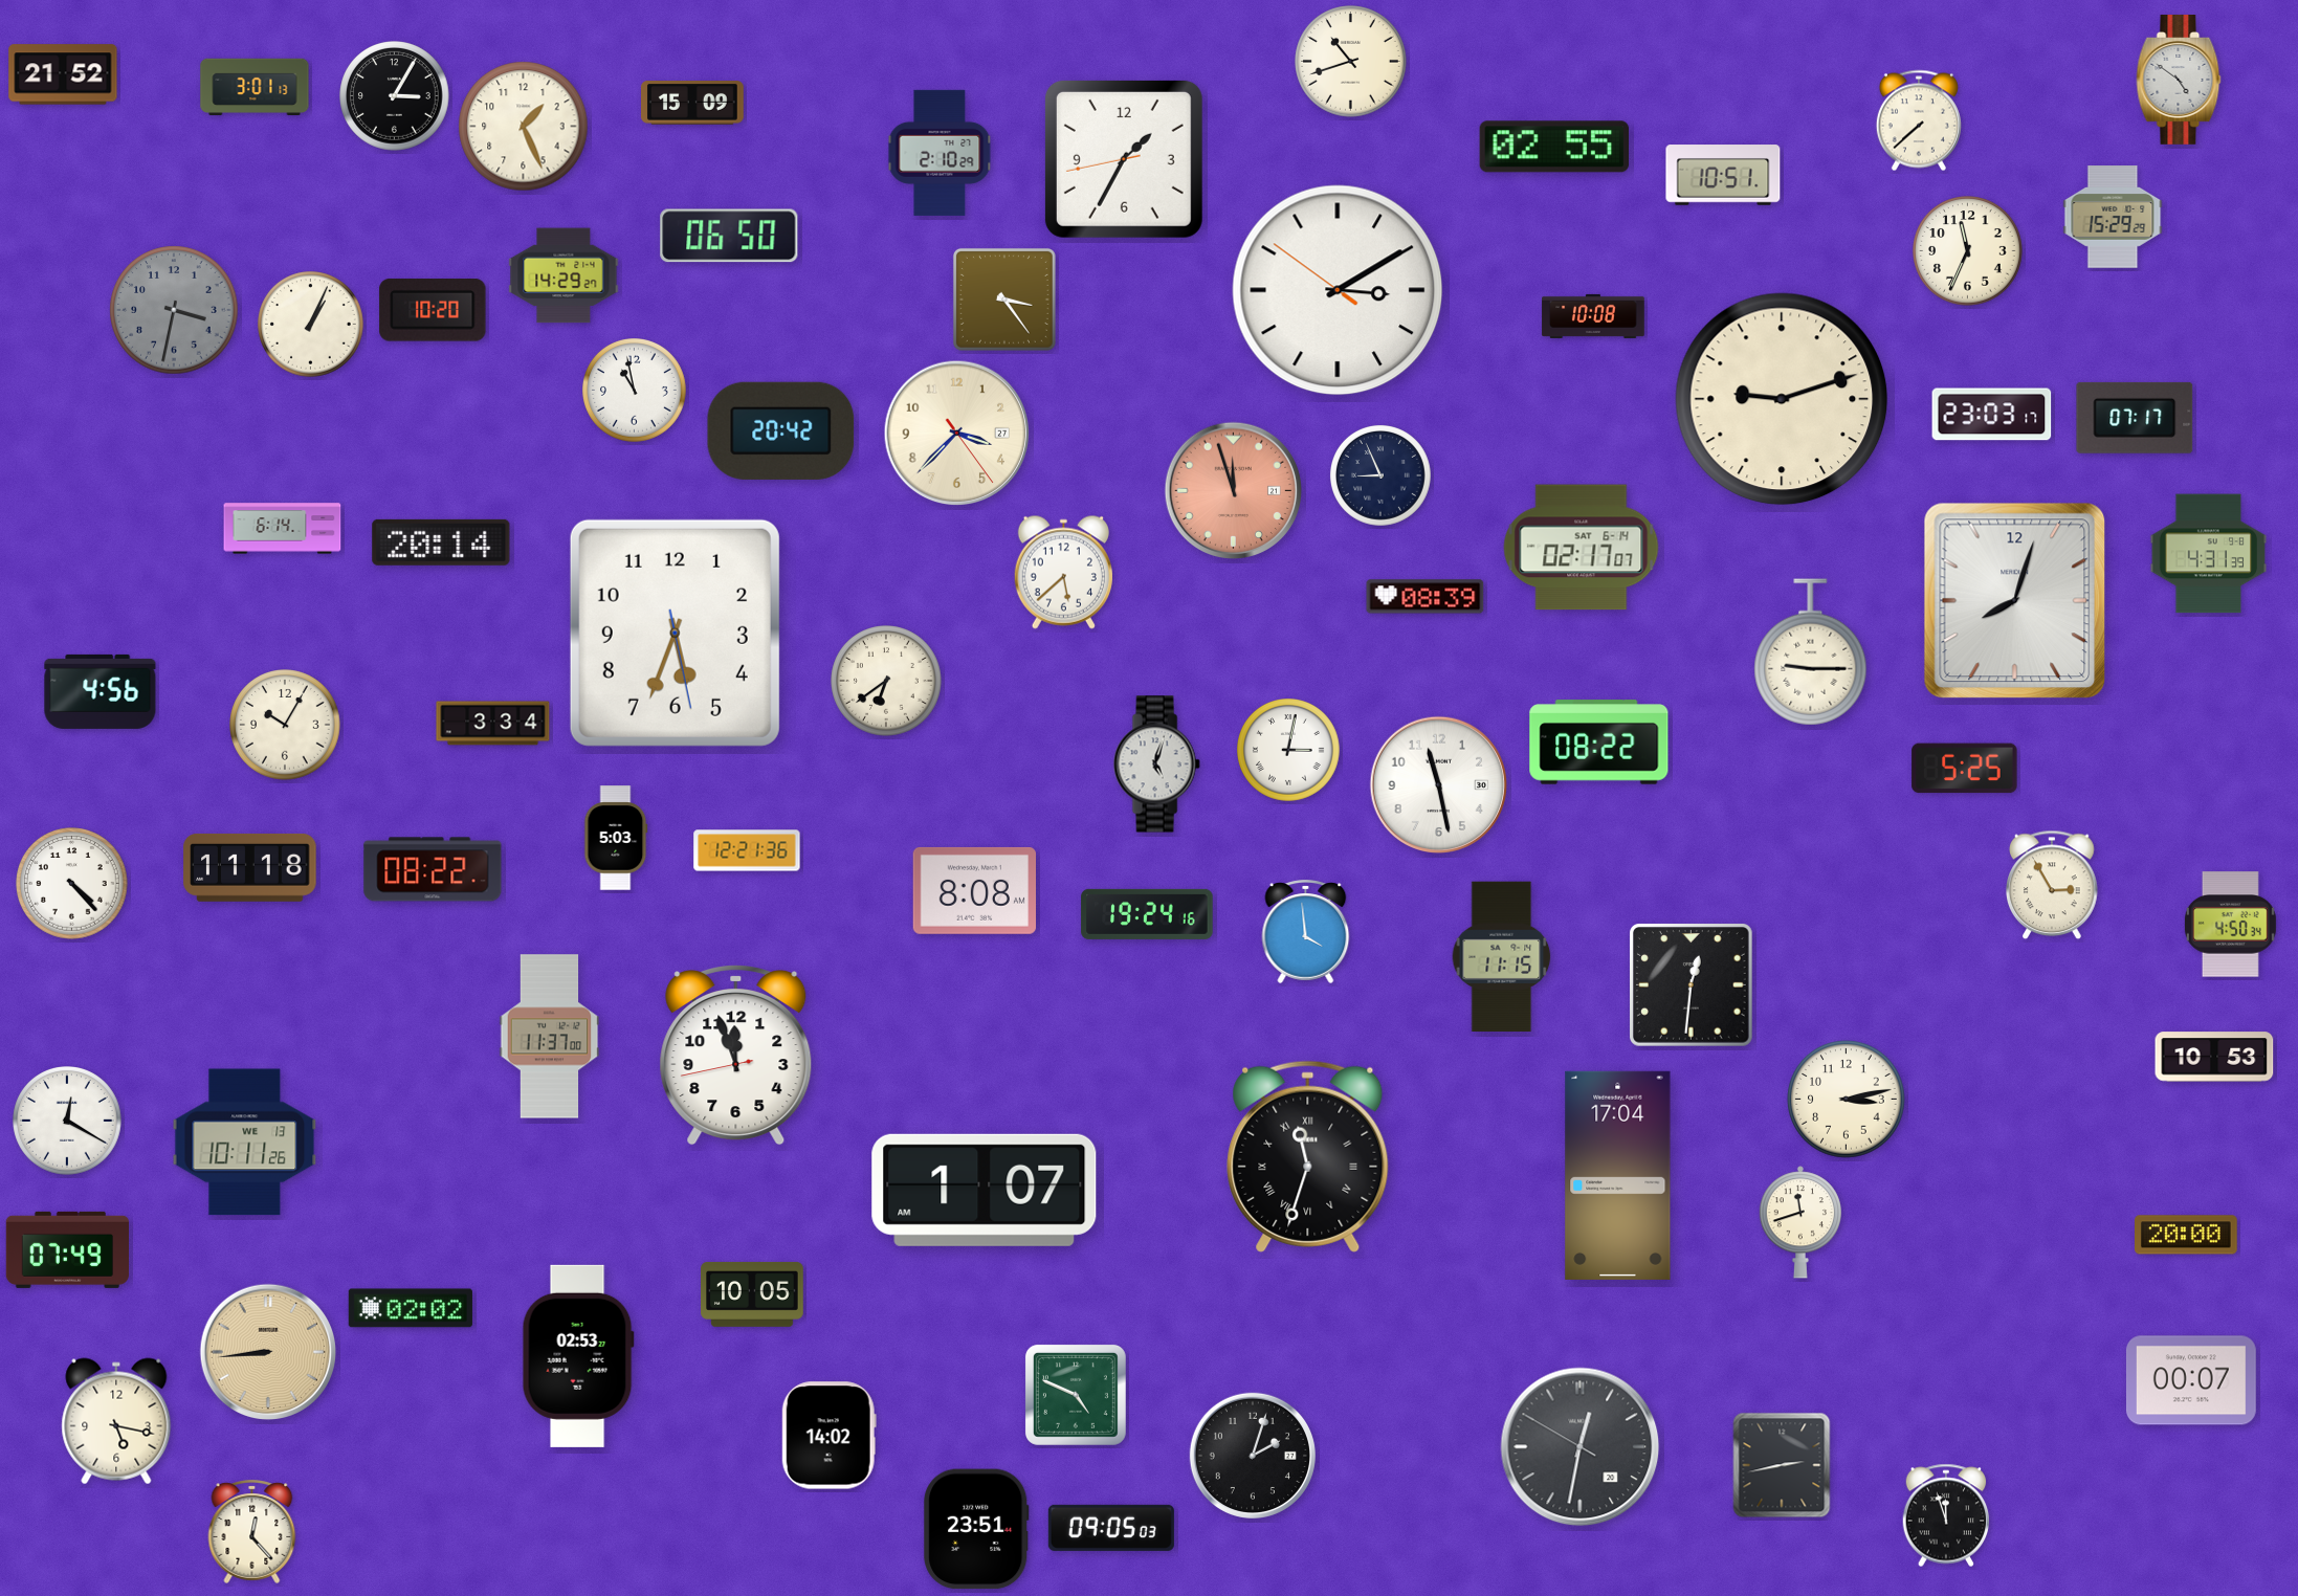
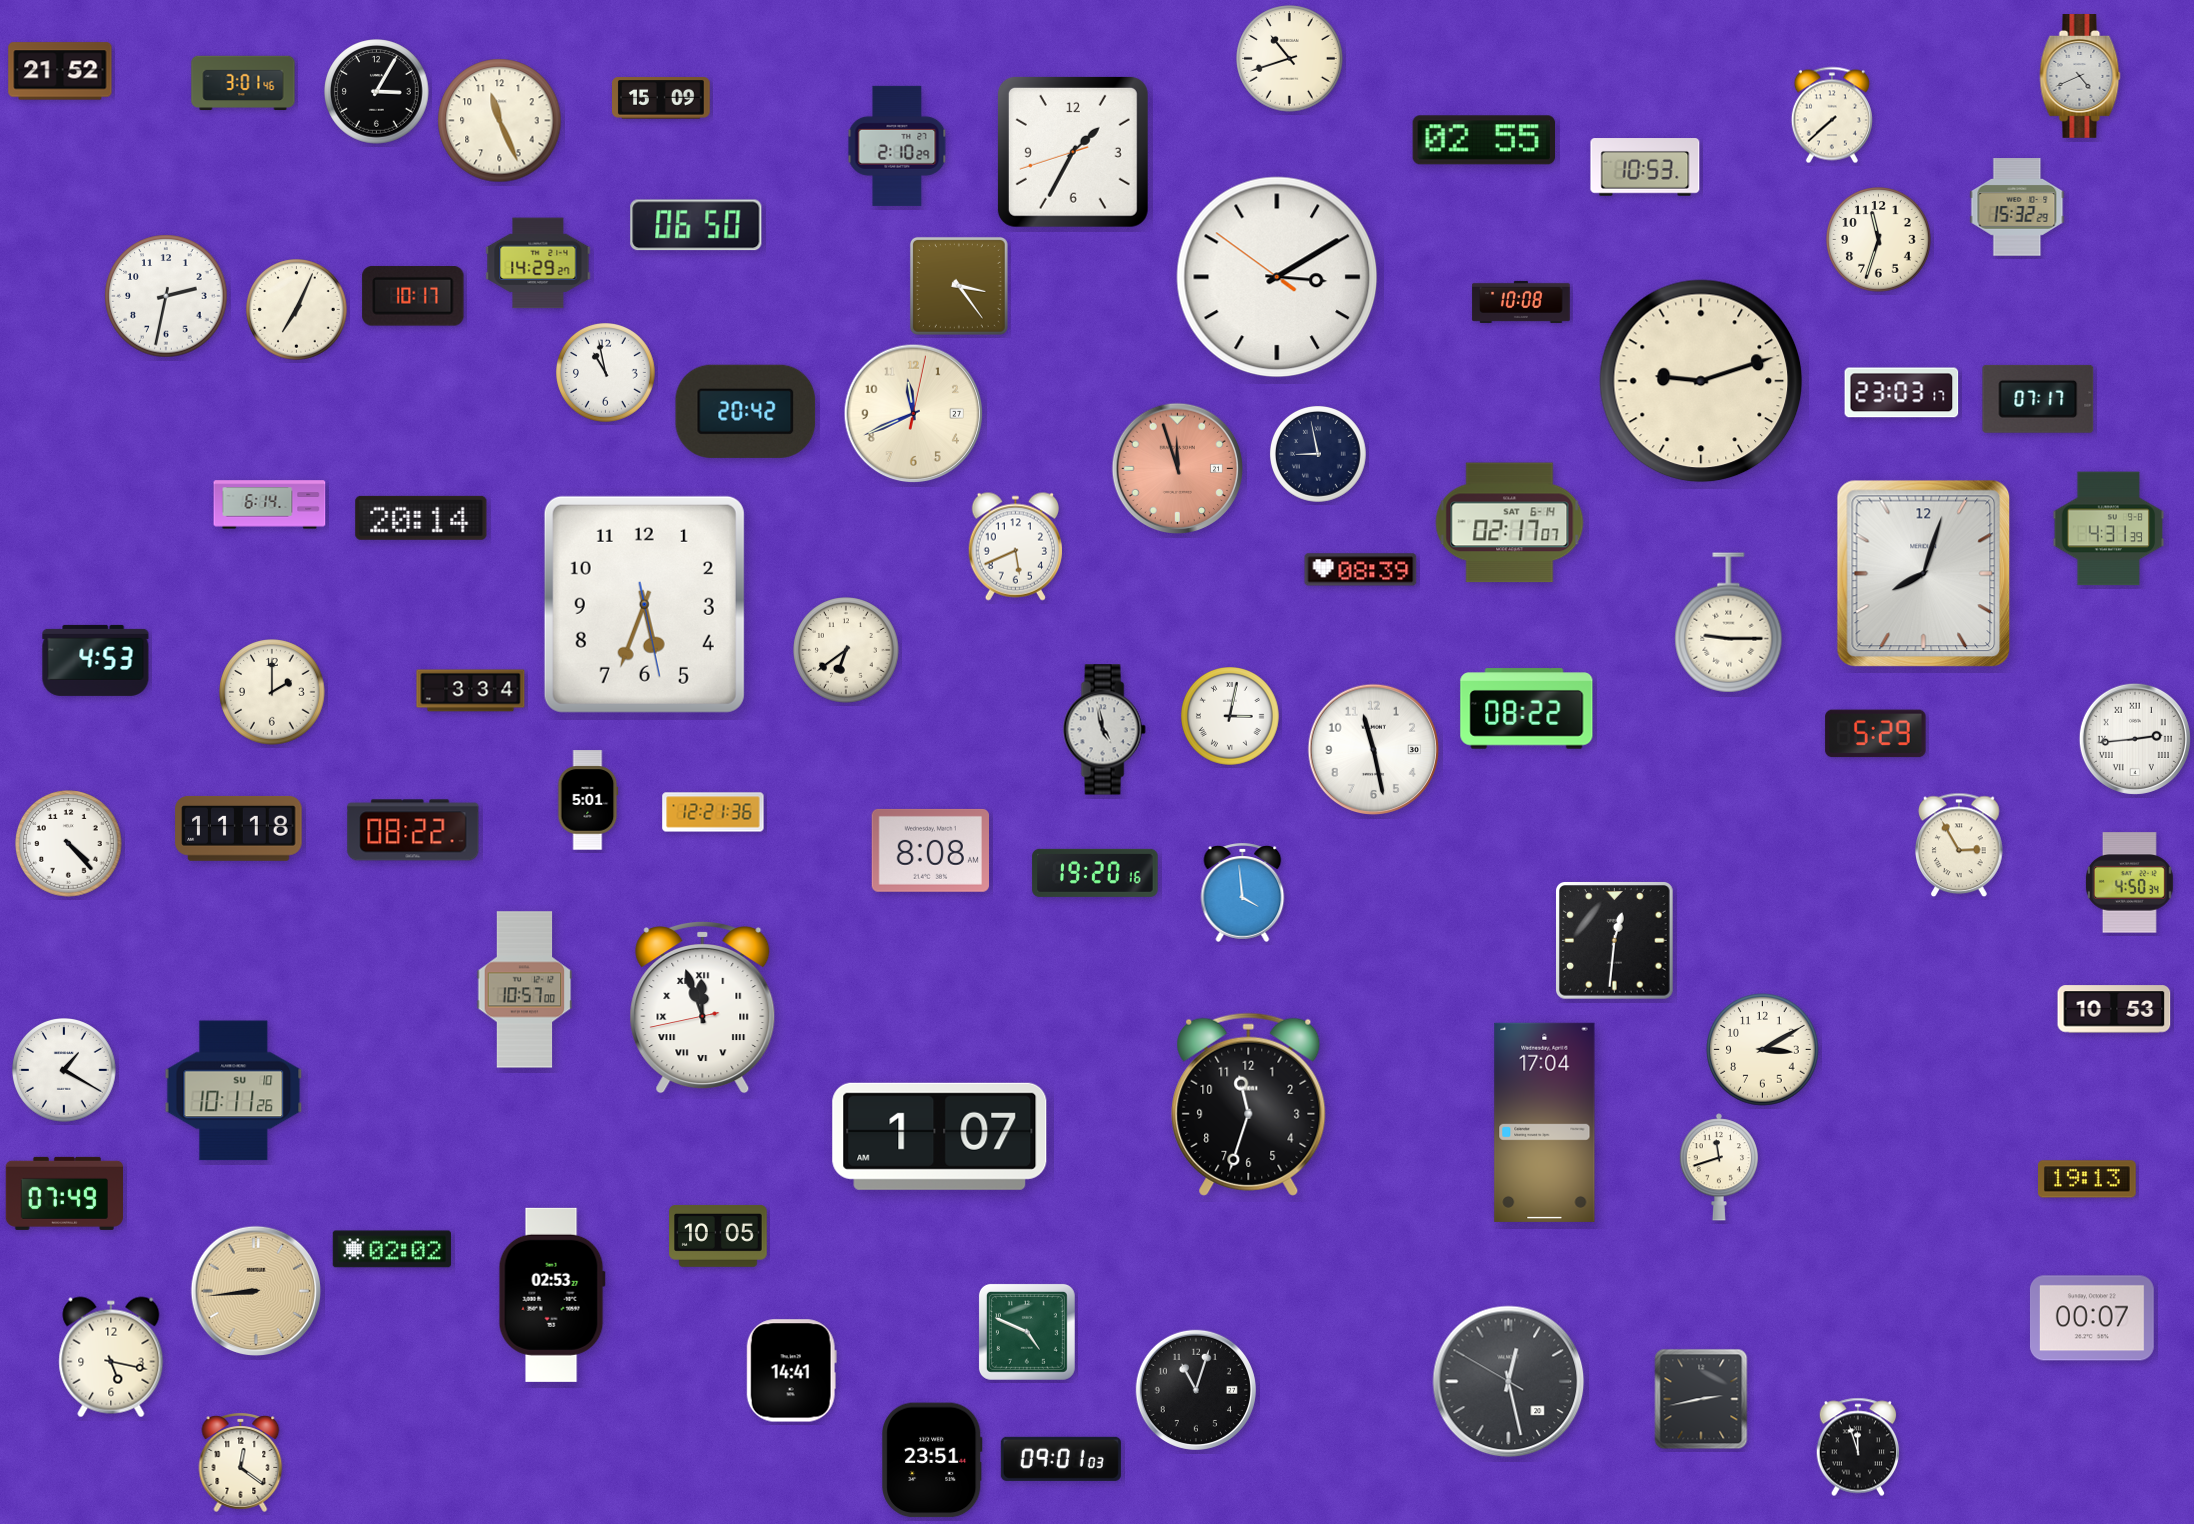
clock at (2179, 81): 4:51 -> 4:41
clock at (255, 87): 3:01:13 -> 3:01:46
clock at (524, 127): 1:26 -> 11:26
clock at (1124, 159): 1:34:43 -> 1:34:42
clock at (1723, 175): 10:51 -> 10:53
clock at (2113, 217): 15:29 -> 15:32
clock at (1968, 251): 11:34 -> 11:33
clock at (174, 310): 3:32 -> 2:32
clock at (174, 310) dial: grey -> white
clock at (433, 310): 10:20 -> 10:17
clock at (311, 325): 1:04 -> 7:04
clock at (1992, 415) position: (1992, 415) -> (1902, 393)
clock at (957, 434): 3:37 -> 11:41
clock at (1382, 476): 8:56 -> 8:58
clock at (1063, 572): 5:38 -> 5:41
clock at (101, 691): 4:56 -> 4:53
clock at (285, 725): 10:05 -> 2:00
clock at (1156, 764): 5:03 -> 4:58
clock at (1965, 769): 5:25 -> 5:29
clock at (2135, 739): none -> 2:44
clock at (616, 838): 5:03 -> 5:01
clock at (1147, 914): 19:24 -> 19:20
clock at (1306, 931) position: (1306, 931) -> (1243, 892)
clock at (1502, 957): 11:15 -> none
clock at (550, 1037): 11:37 -> 10:57
clock at (736, 1056) numerals: Arabic -> Roman
clock at (1847, 1100): 3:13 -> 3:10
clock at (67, 1121): 12:20 -> 1:20
clock at (245, 1143) date: WE 13 -> SU 10
clock at (1308, 1156) numerals: Roman -> Arabic
clock at (2187, 1235): 20:00 -> 19:13
clock at (828, 1436): 14:02 -> 14:41
clock at (1581, 1447): 12:31 -> 12:27
clock at (1253, 1456): 2:03 -> 11:03
clock at (1111, 1528): 09:05 -> 09:01
clock at (252, 1531): 12:23 -> 12:21
